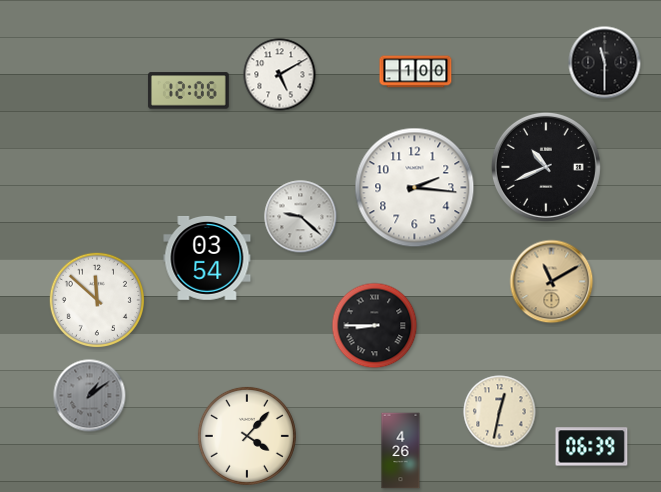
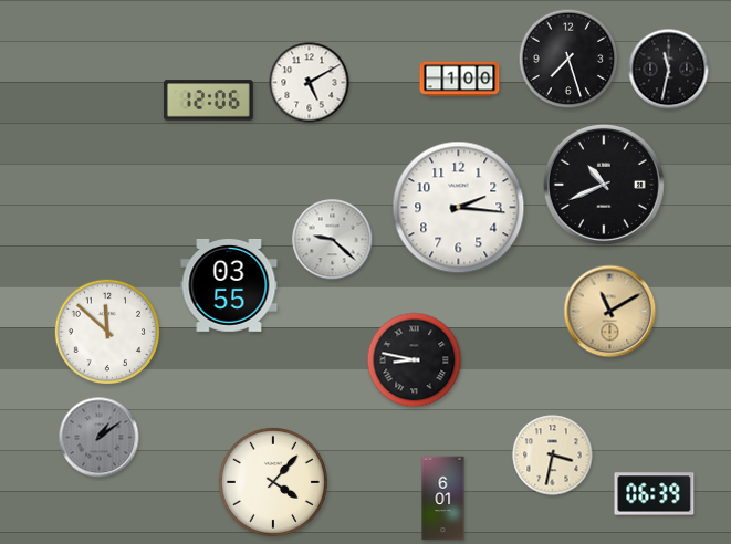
clock at (568, 59): none -> 7:27
clock at (605, 63): 11:30 -> 11:32
clock at (207, 258): 03:54 -> 03:55
clock at (375, 326): 8:45 -> 8:47
clock at (500, 412): 12:32 -> 3:32
clock at (401, 451): 4:26 -> 6:01
